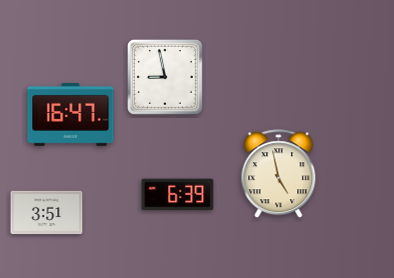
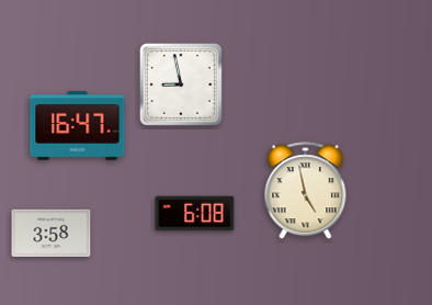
clock at (178, 195): 6:39 -> 6:08
clock at (47, 213): 3:51 -> 3:58
